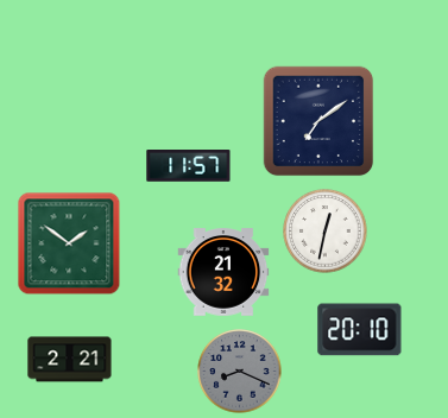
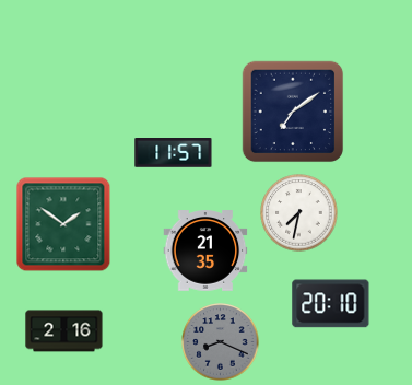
clock at (326, 232): 12:32 -> 7:32
clock at (223, 272): 21:32 -> 21:35
clock at (70, 360): 2:21 -> 2:16
